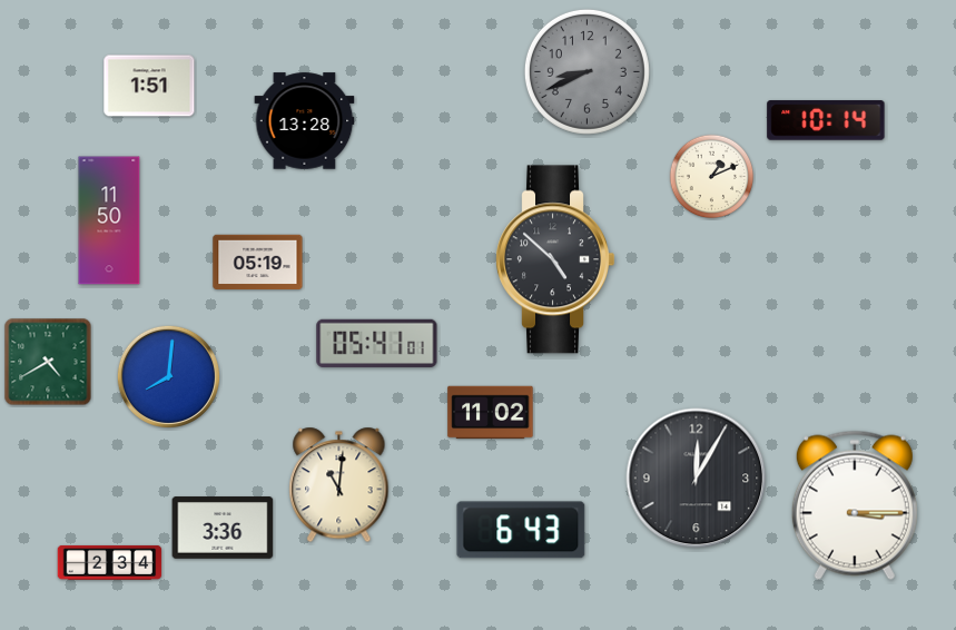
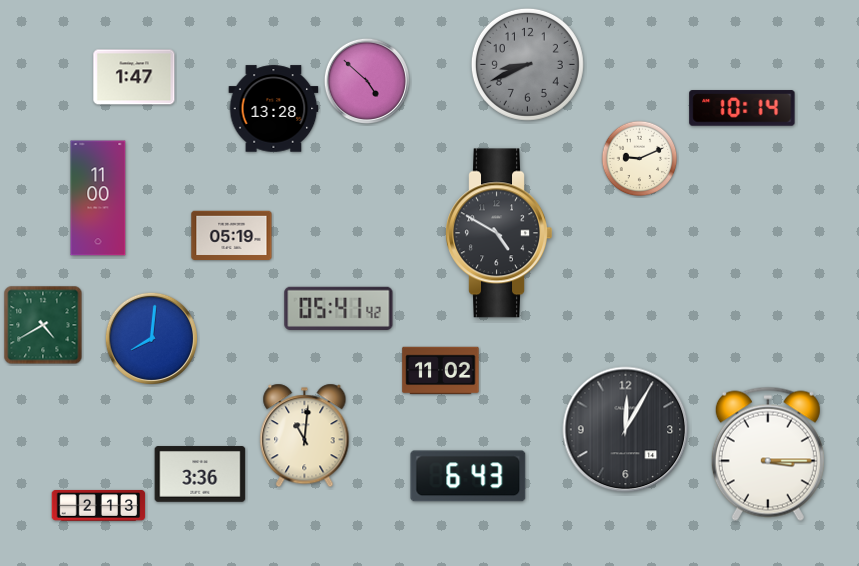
clock at (149, 86): 1:51 -> 1:47
clock at (367, 81): none -> 4:52
clock at (712, 177): 1:11 -> 9:11
clock at (109, 220): 11:50 -> 11:00
clock at (554, 259): 4:52 -> 4:50
clock at (377, 343): 05:41:01 -> 05:41:42
clock at (110, 562): 2:34 -> 2:13
